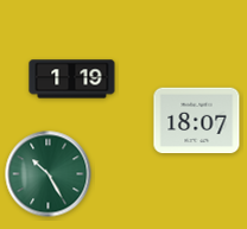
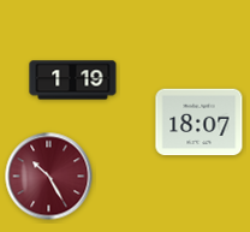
clock at (49, 174) dial: green -> burgundy
